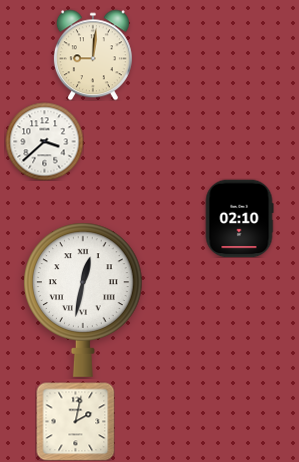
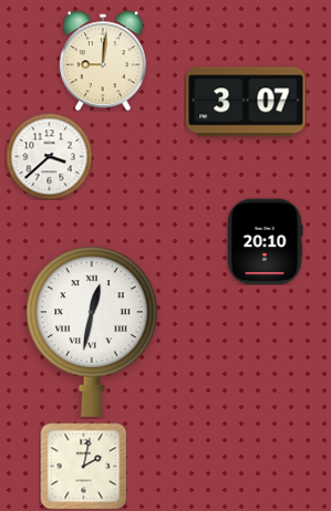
clock at (246, 102): none -> 3:07
clock at (239, 218): 02:10 -> 20:10
